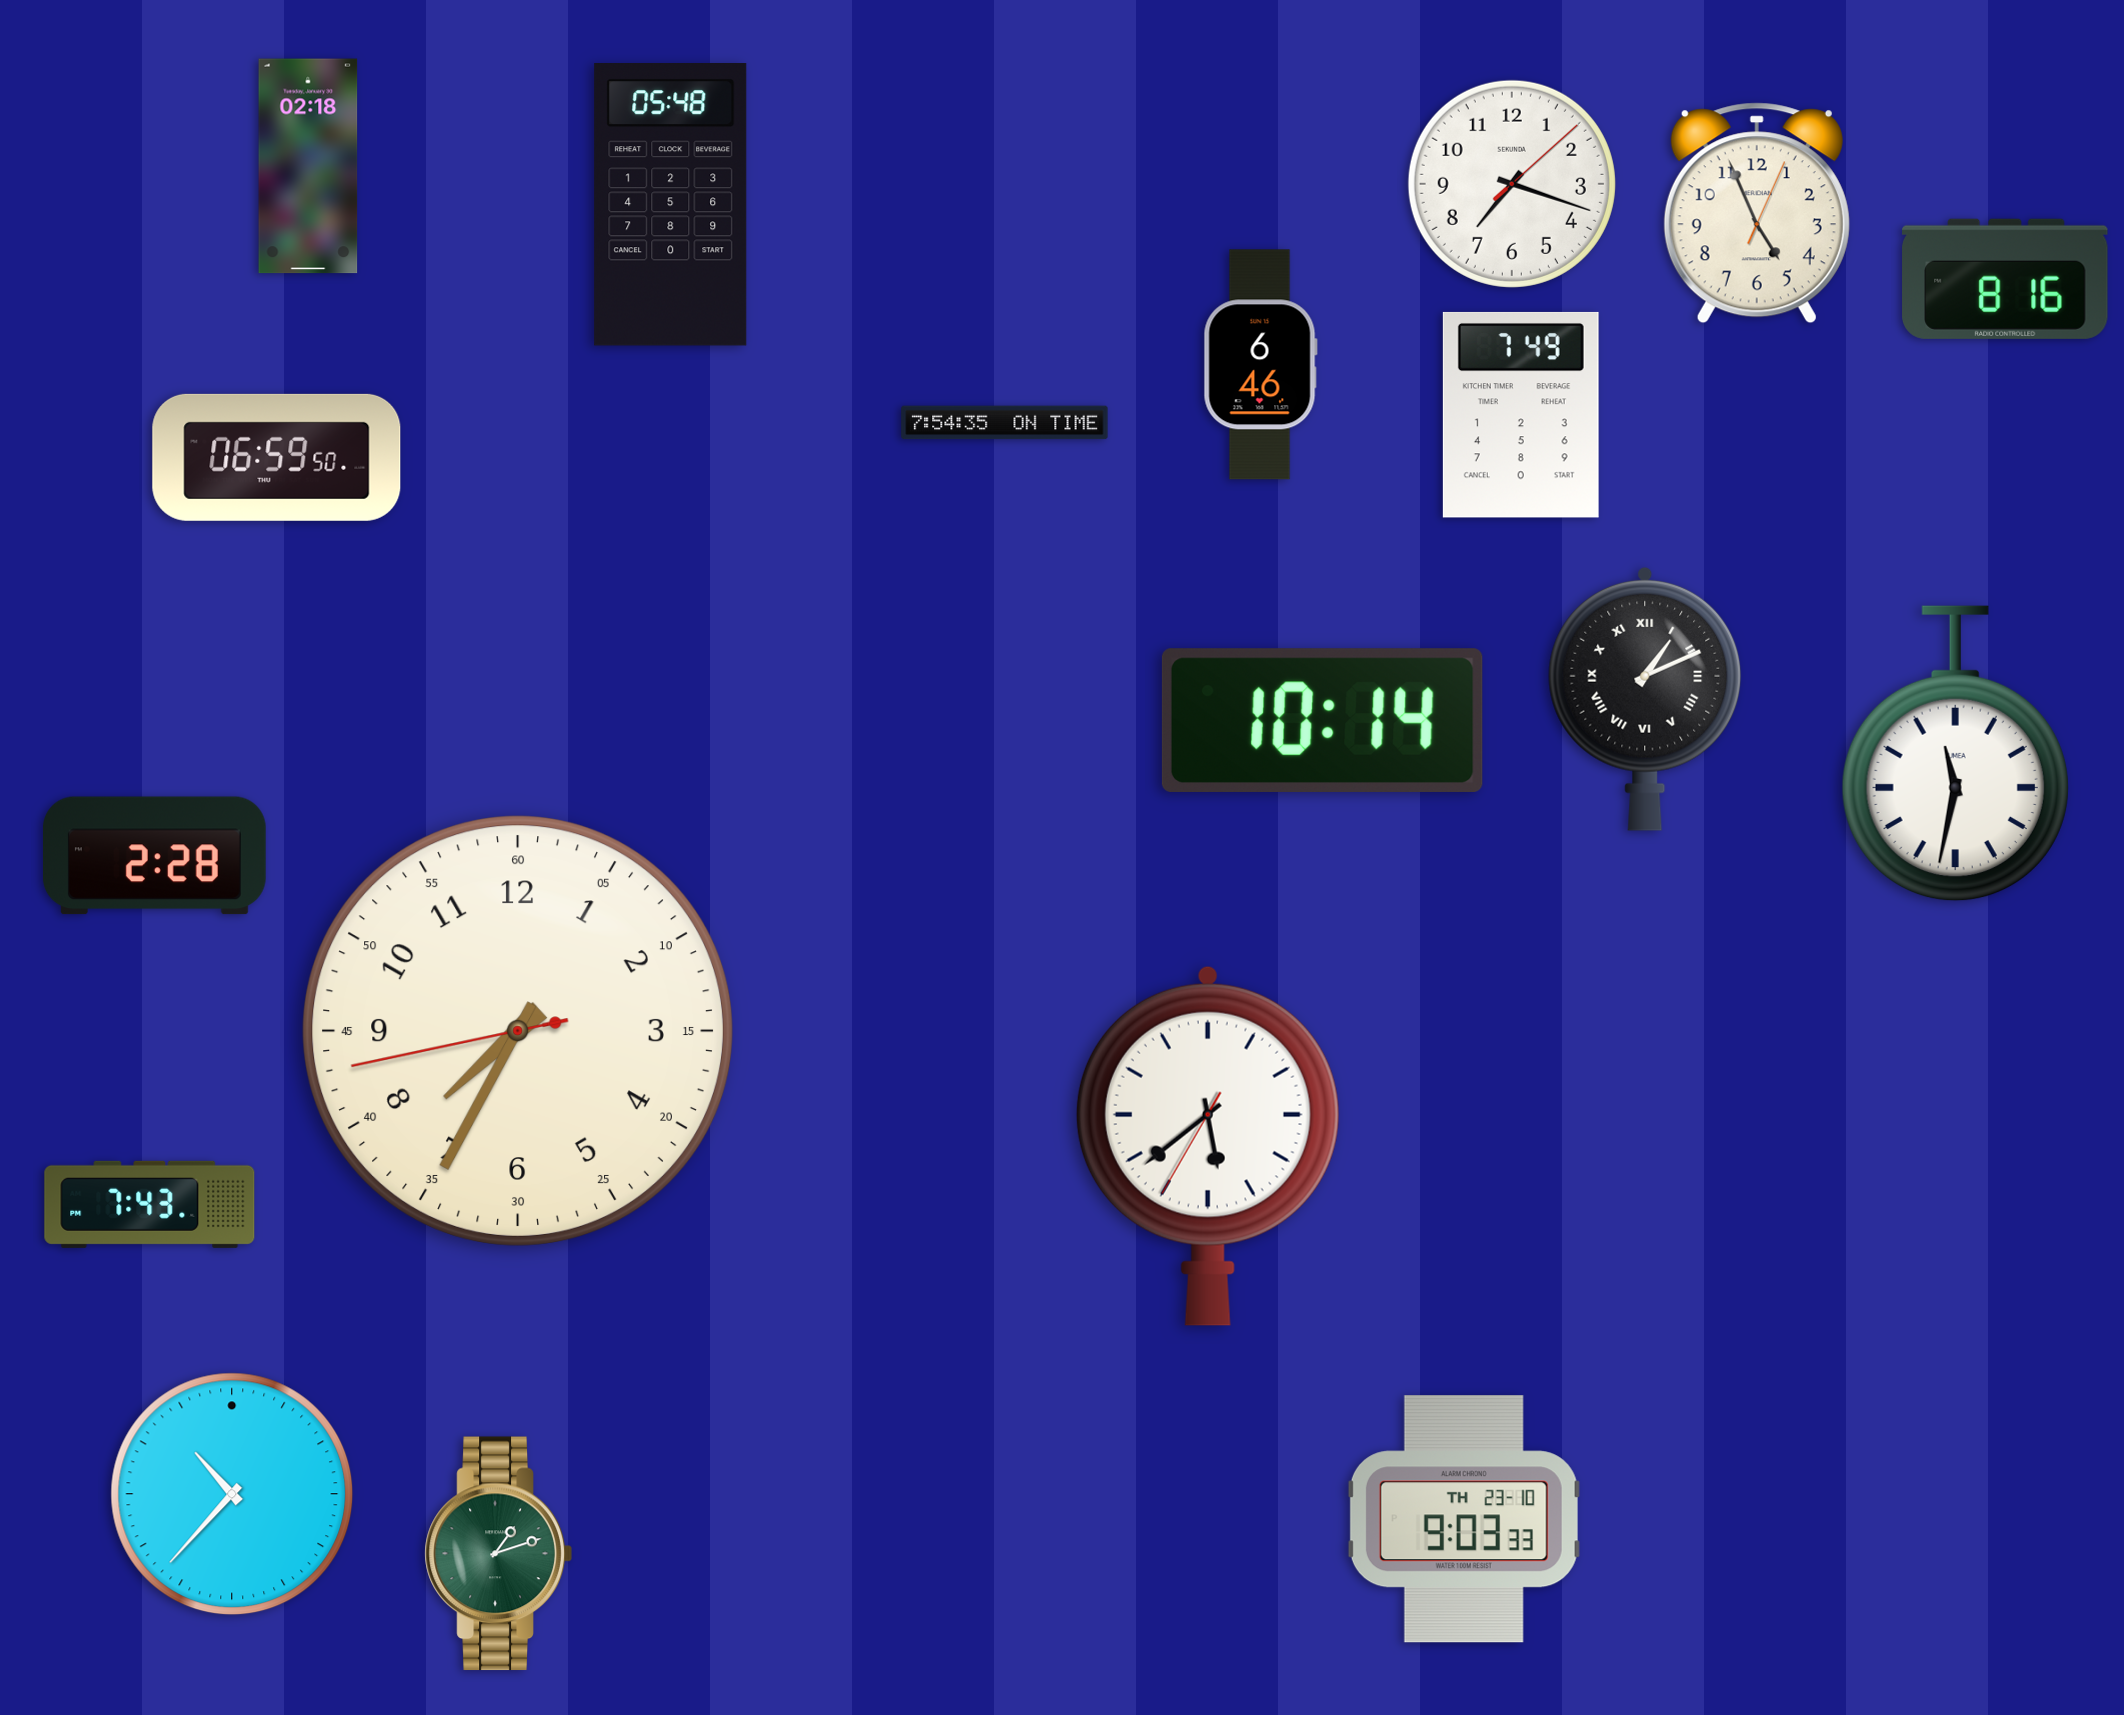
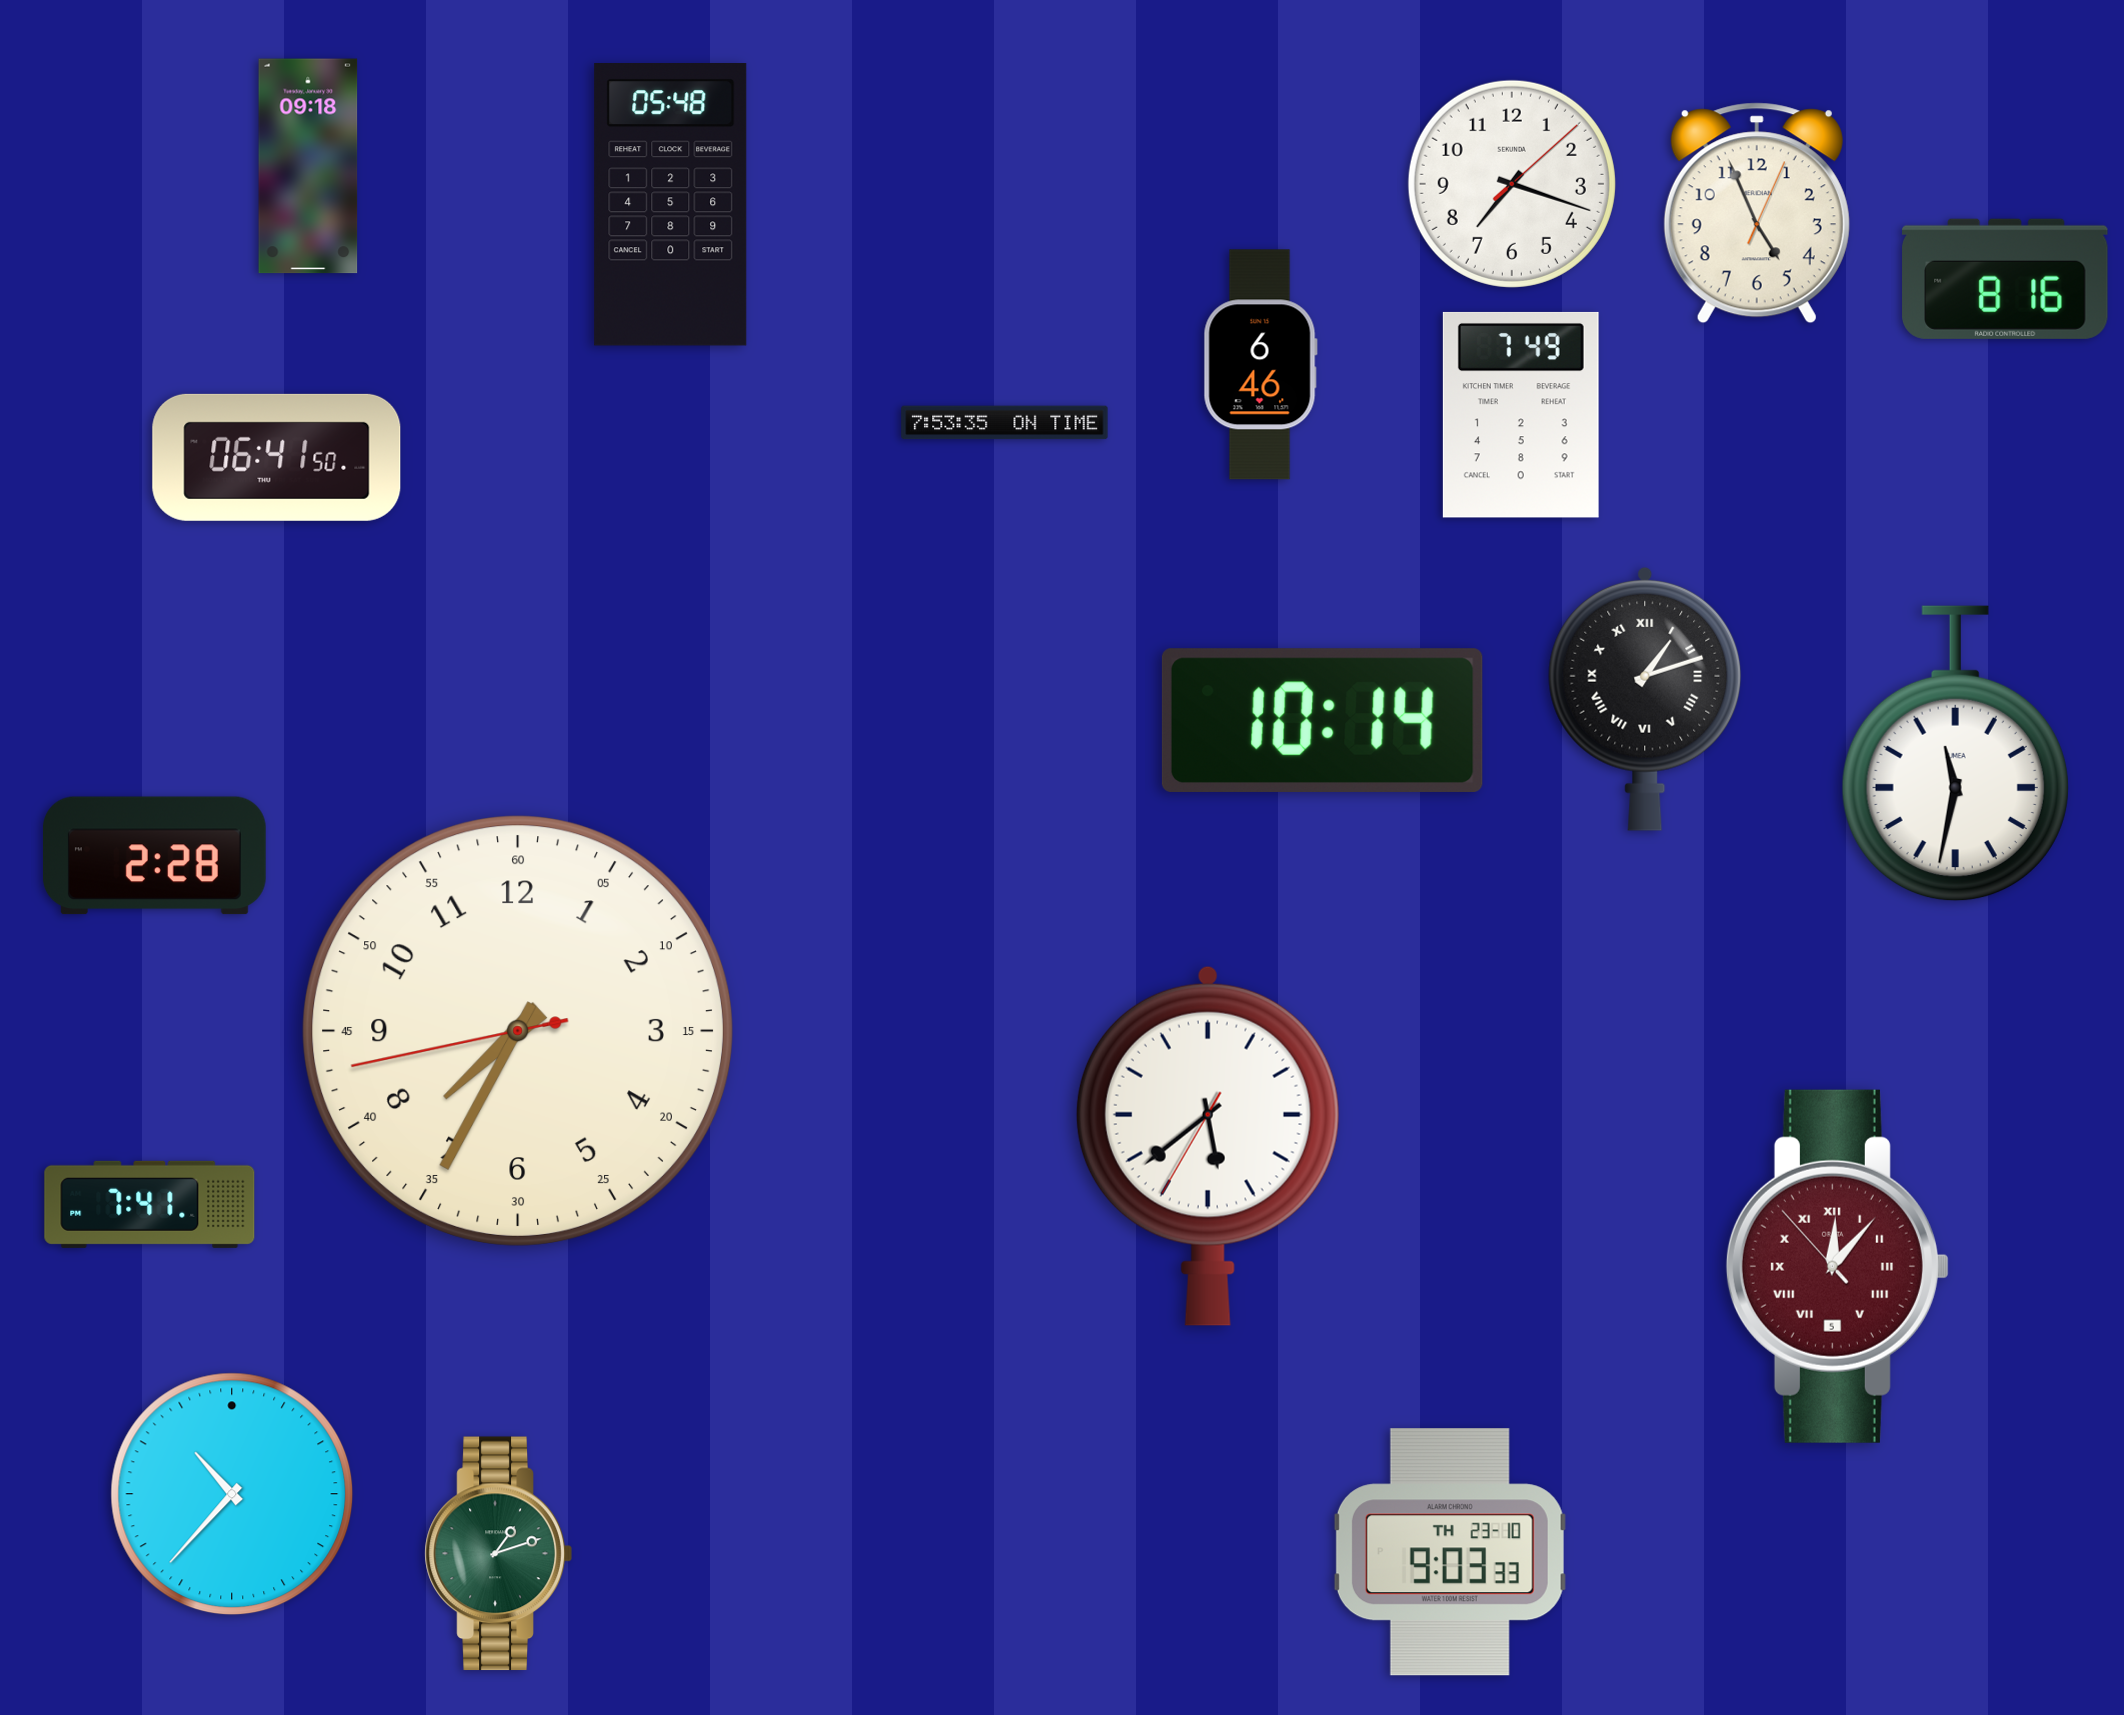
clock at (308, 166): 02:18 -> 09:18
clock at (1005, 423): 7:54 -> 7:53
clock at (277, 457): 06:59 -> 06:41
clock at (1645, 699): 1:11 -> 1:12
clock at (150, 1204): 7:43 -> 7:41
clock at (1837, 1266): none -> 12:06
clock at (1464, 1519) position: (1464, 1519) -> (1450, 1552)
